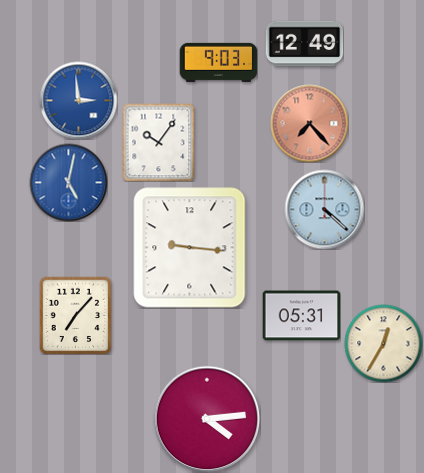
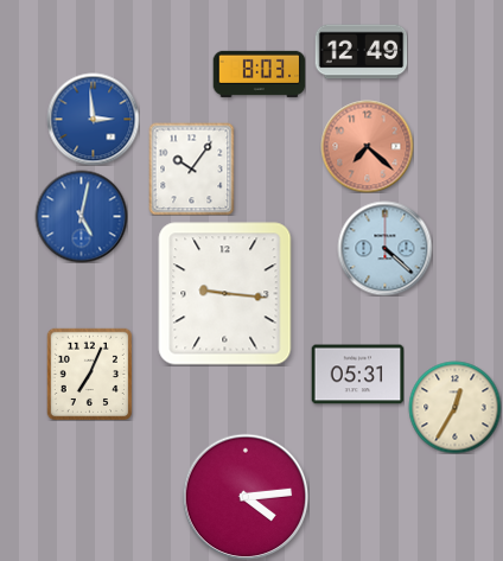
clock at (218, 62): 9:03 -> 8:03
clock at (309, 123): 7:23 -> 7:22
clock at (159, 142) position: (159, 142) -> (192, 168)
clock at (75, 315): 7:07 -> 7:04
